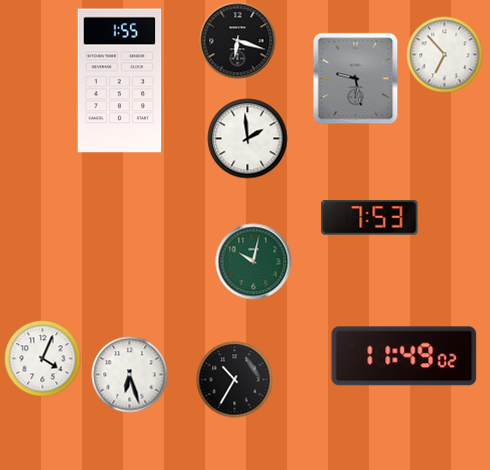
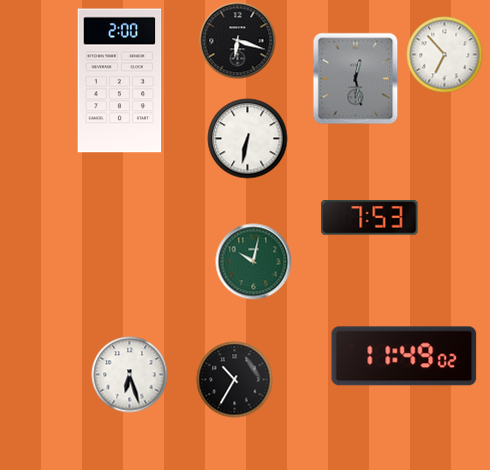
clock at (356, 79): 9:28 -> 12:28
clock at (120, 81): 1:55 -> 2:00
clock at (248, 139): 1:59 -> 6:32
clock at (43, 359): 4:04 -> none
